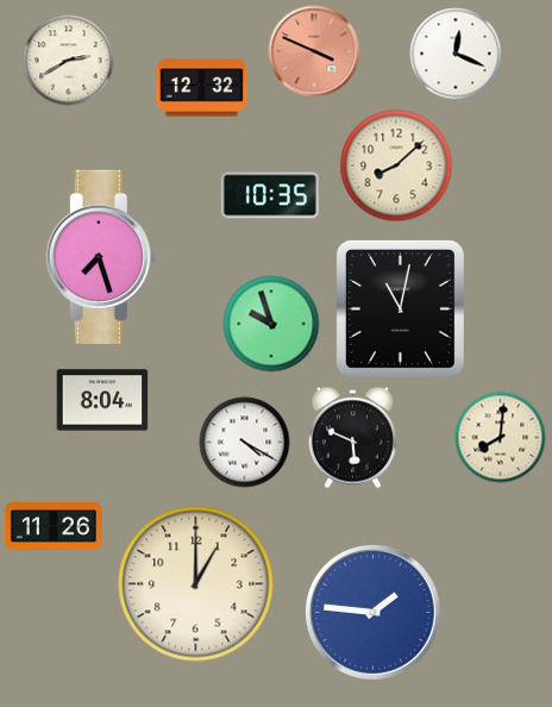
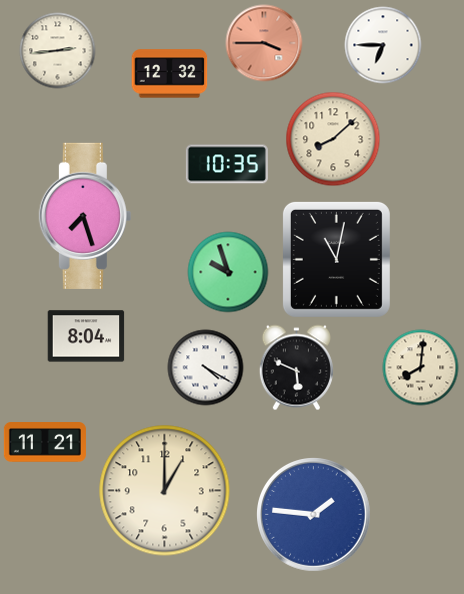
clock at (314, 51): 3:49 -> 3:45
clock at (456, 54): 12:19 -> 6:45
clock at (69, 61): 2:40 -> 2:44
clock at (245, 443) position: (245, 443) -> (206, 368)
clock at (54, 526): 11:26 -> 11:21
